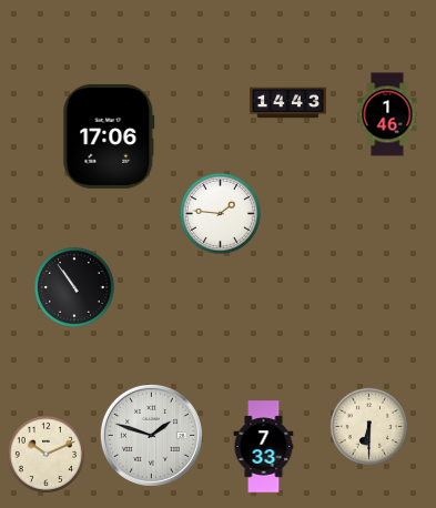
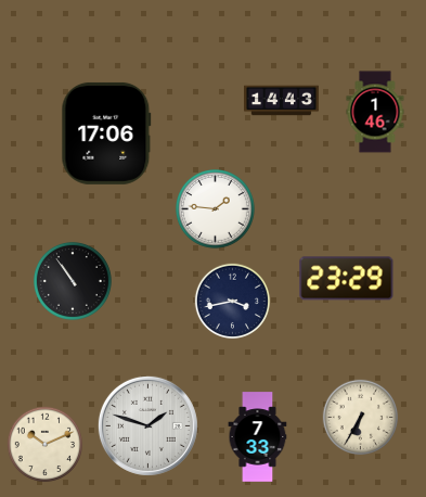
clock at (387, 114) position: (387, 114) -> (375, 112)
clock at (347, 279): none -> 23:29
clock at (233, 302): none -> 3:43
clock at (369, 427): 6:30 -> 6:35
